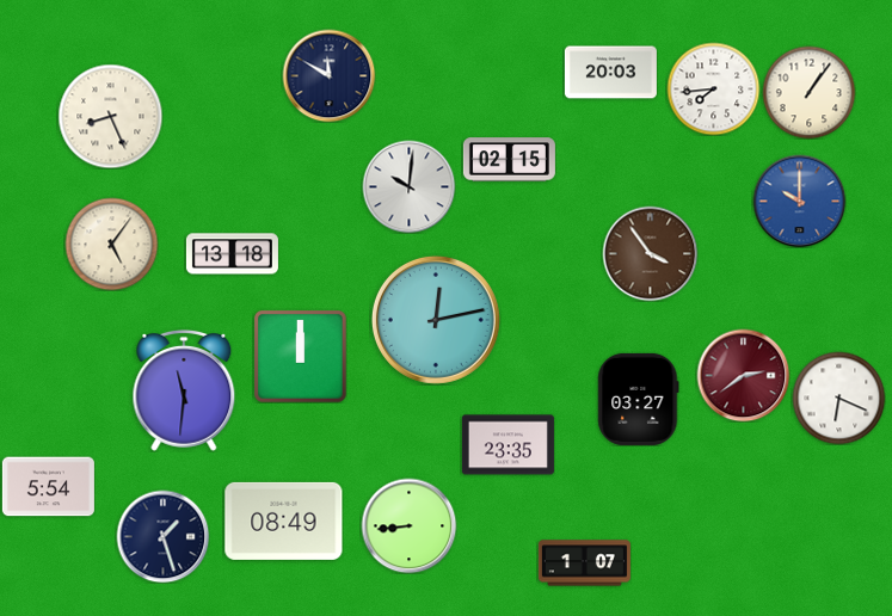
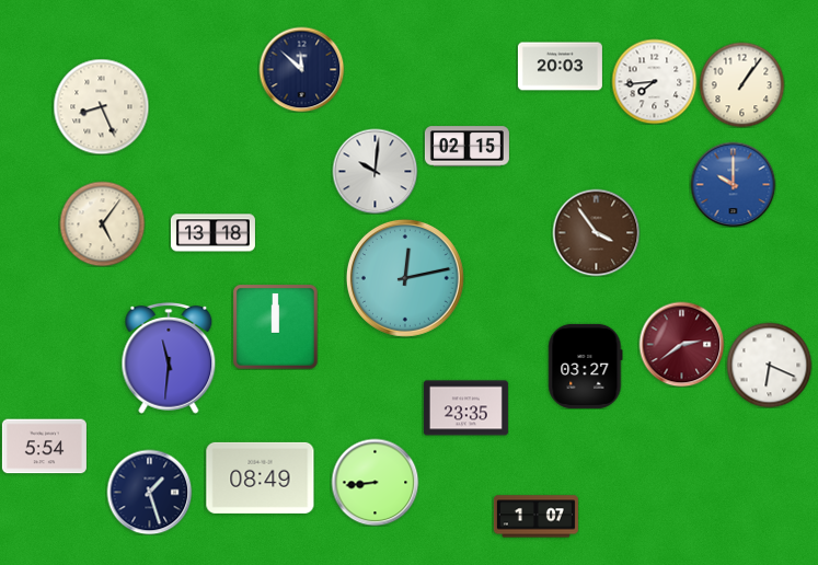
clock at (328, 75): 11:50 -> 11:52
clock at (436, 320) position: (436, 320) -> (405, 278)
